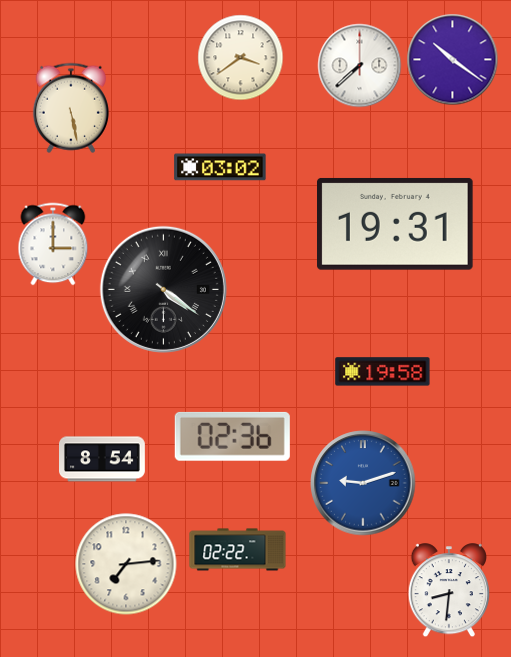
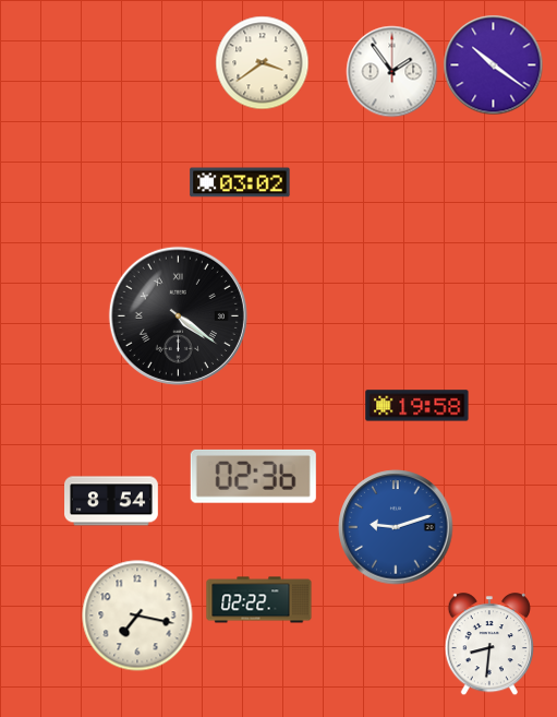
clock at (360, 66): 7:38 -> 1:54
clock at (71, 108): 5:28 -> none
clock at (396, 224): 19:31 -> none
clock at (53, 244): 3:00 -> none
clock at (126, 564): 7:14 -> 7:17
